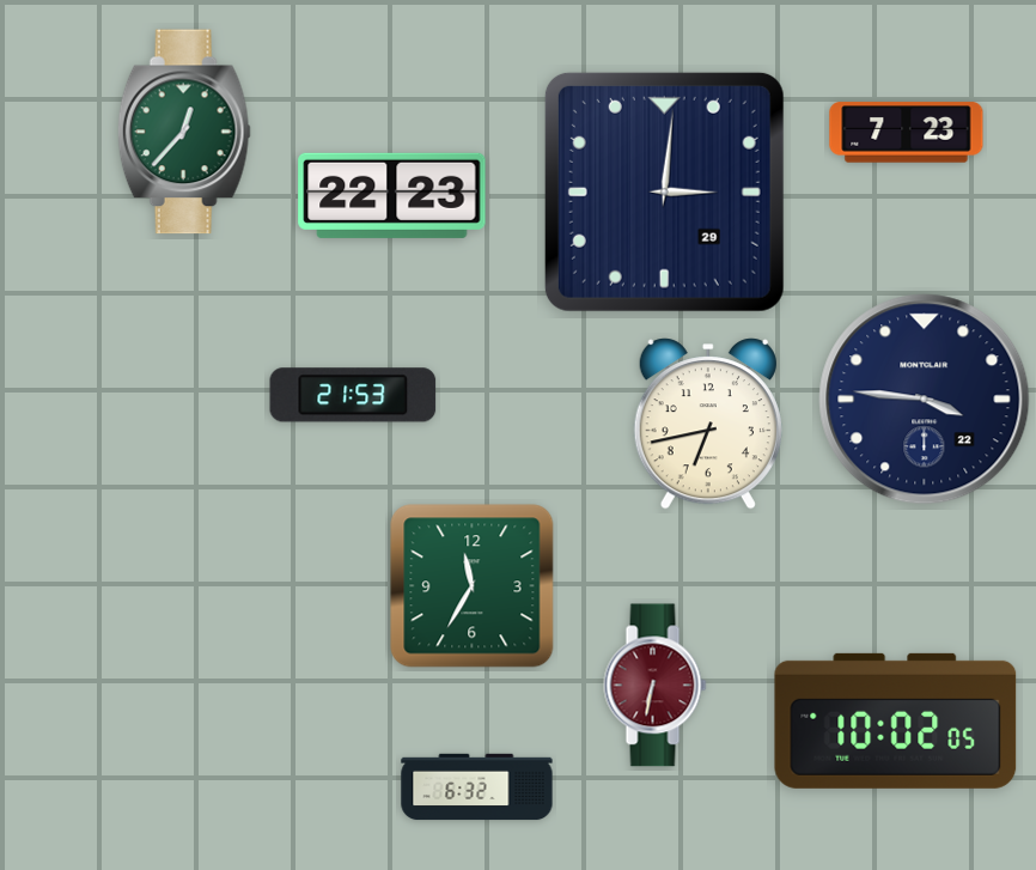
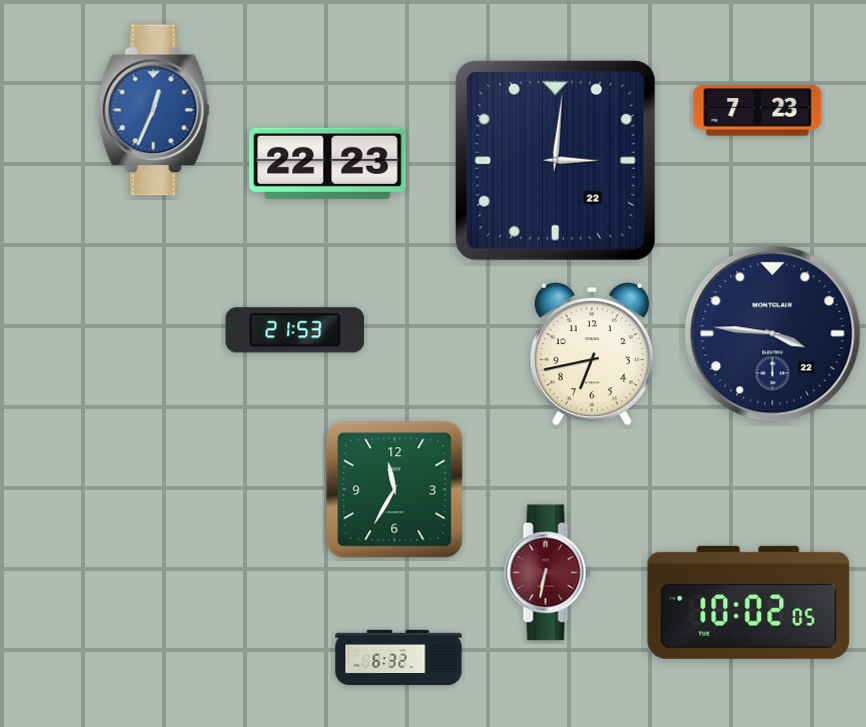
clock at (184, 132): 12:37 -> 12:34
clock at (184, 132) dial: green -> blue
clock at (664, 191) date: 29 -> 22
